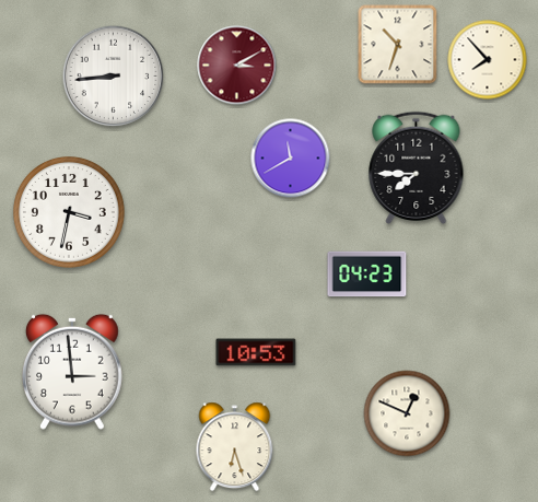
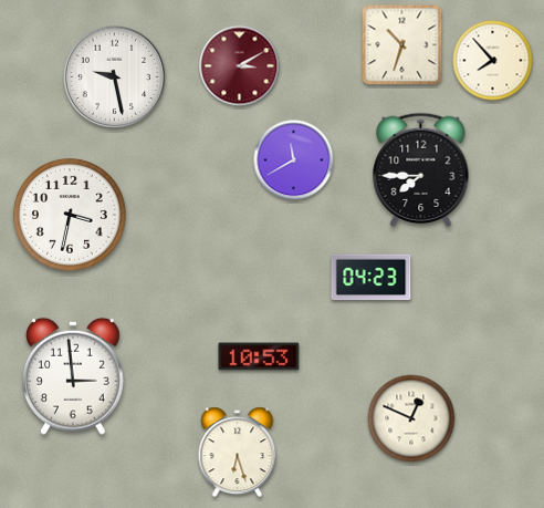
clock at (114, 77): 8:44 -> 9:28
